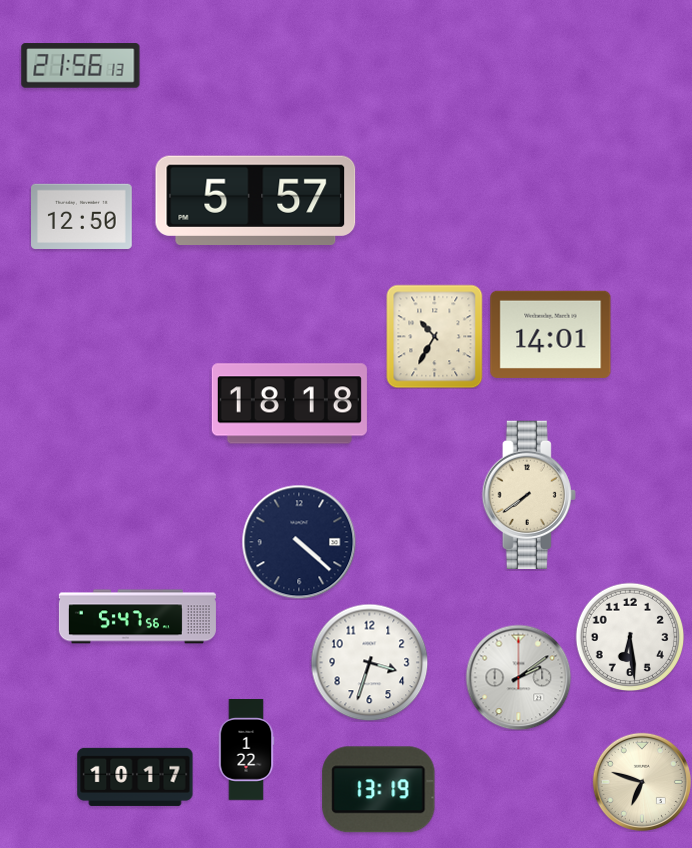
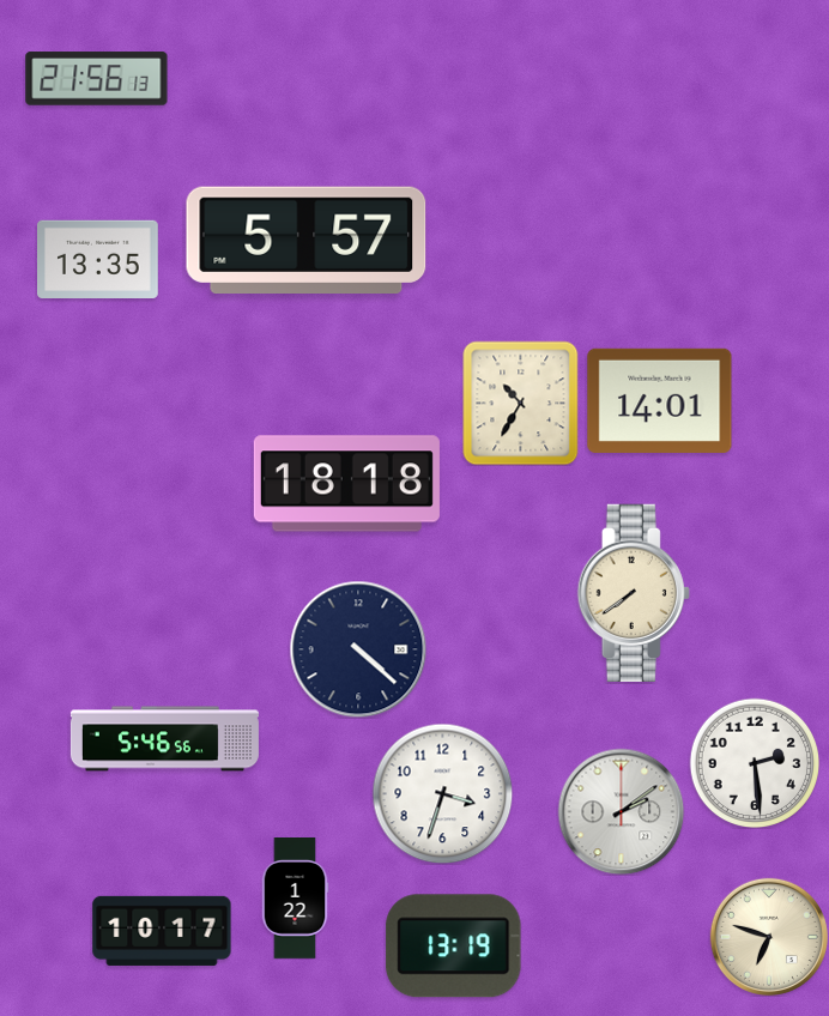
clock at (82, 216): 12:50 -> 13:35
clock at (137, 617): 5:47 -> 5:46
clock at (630, 637): 6:29 -> 2:29
